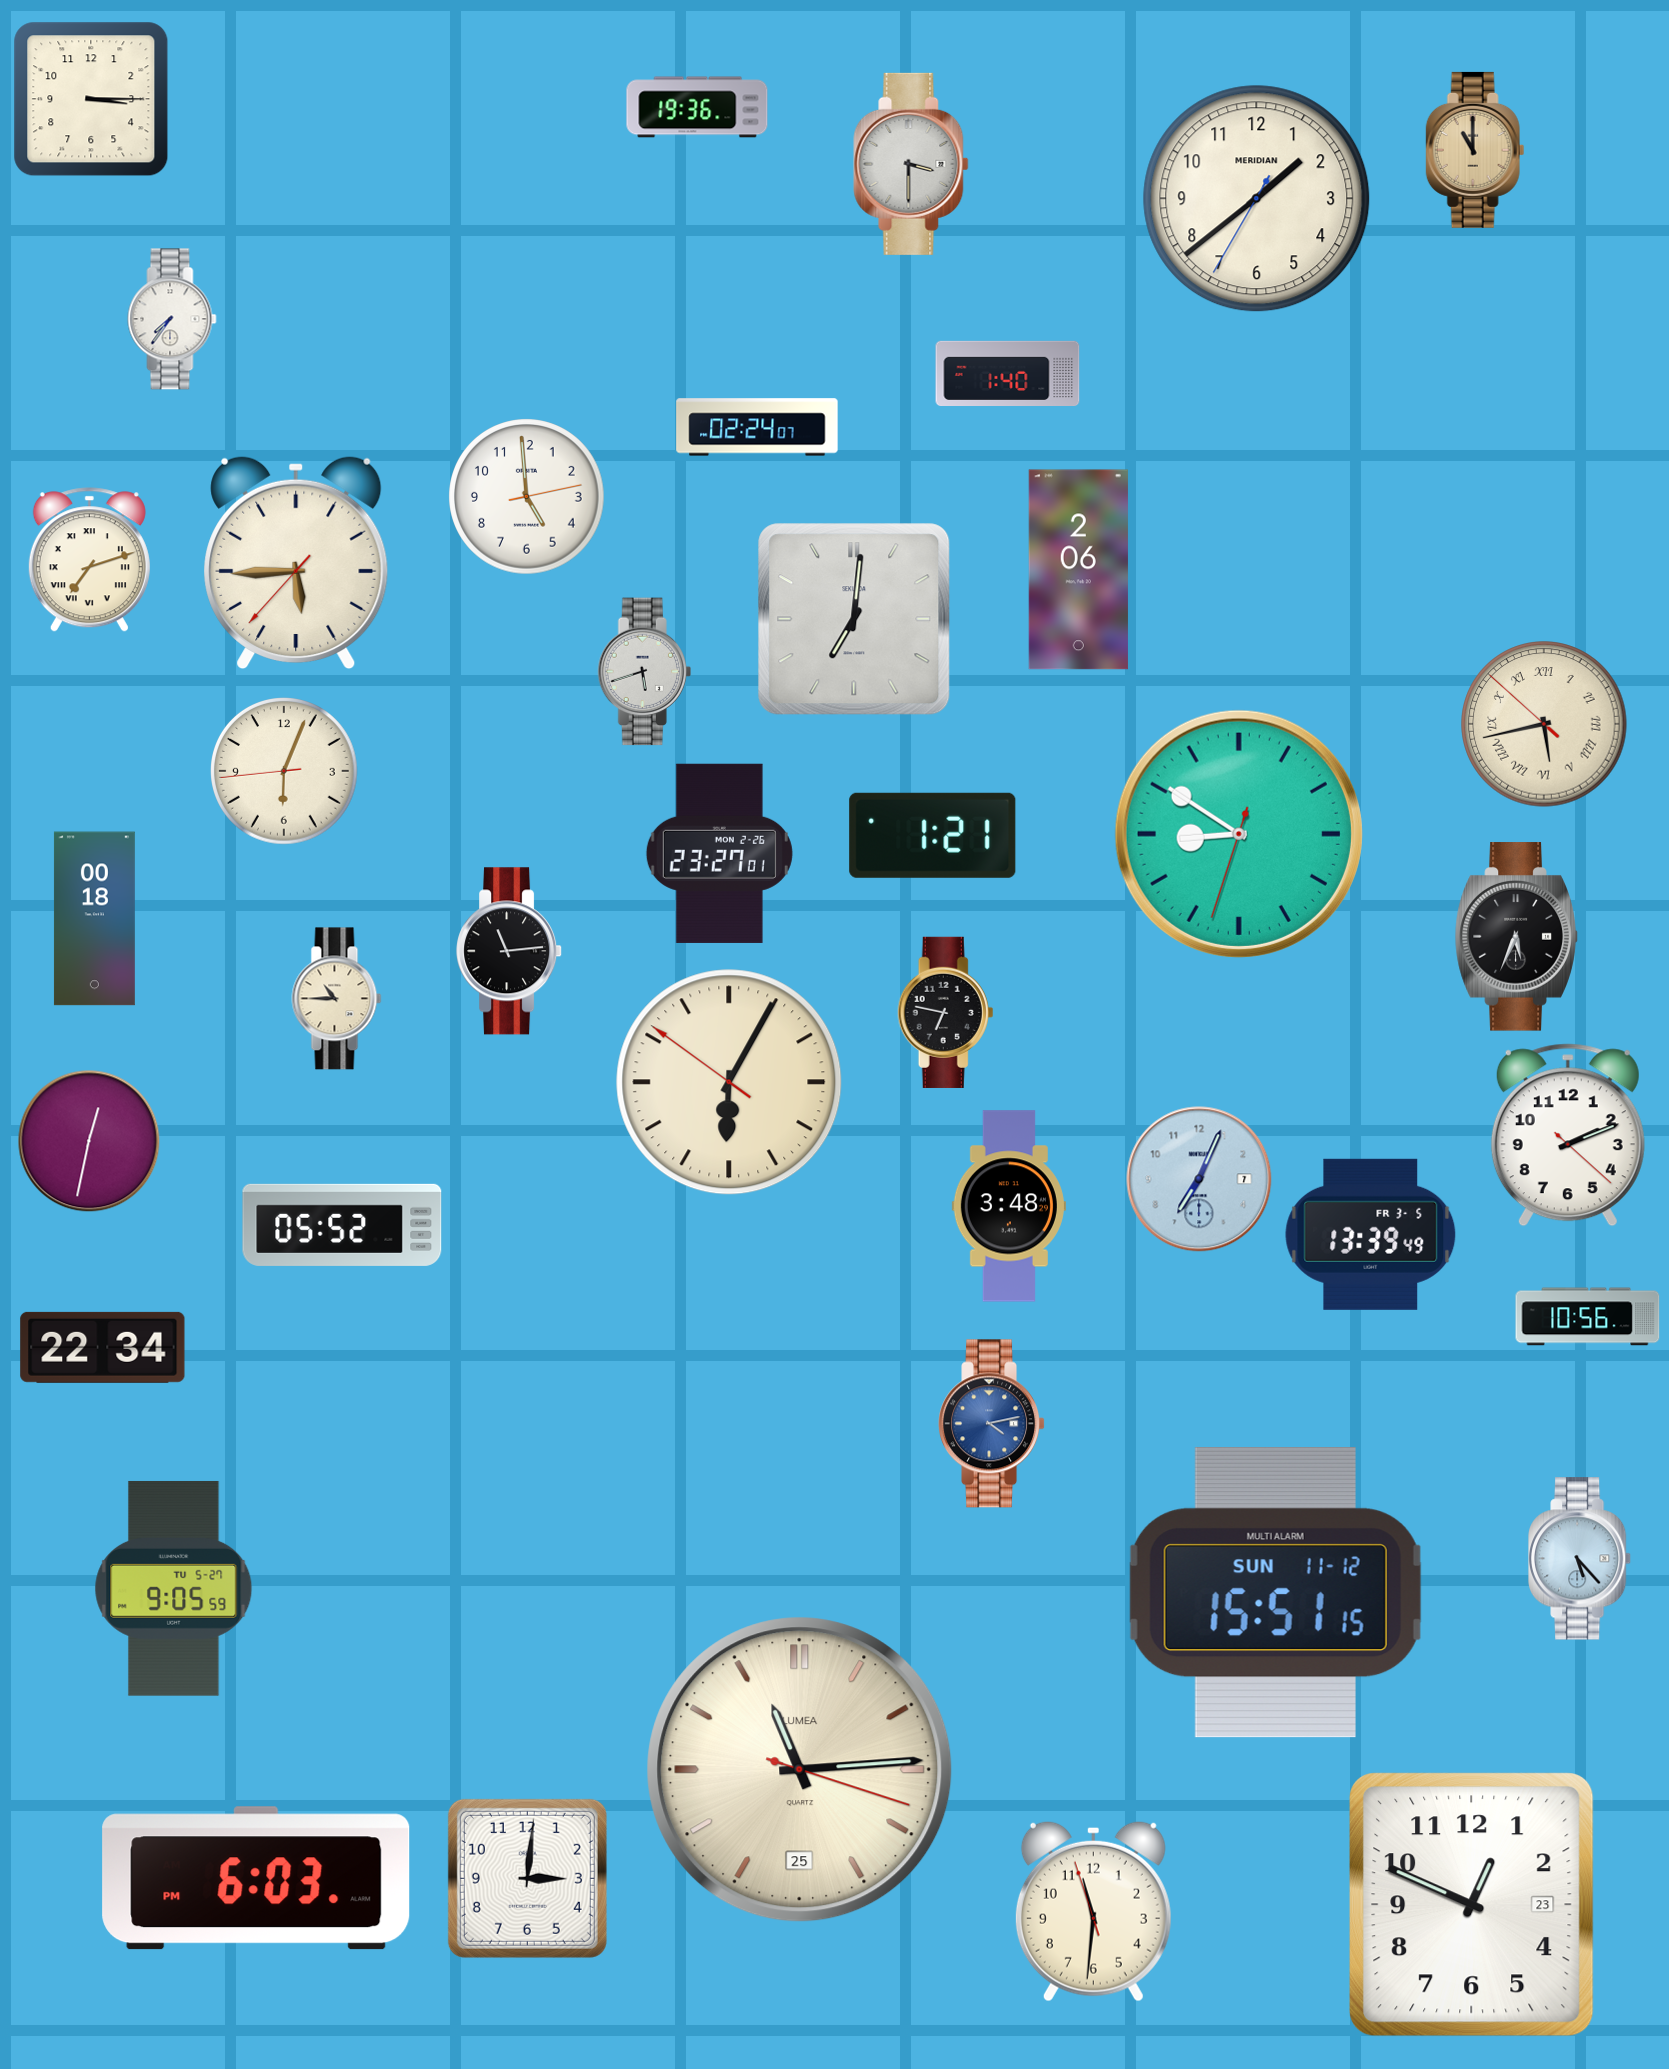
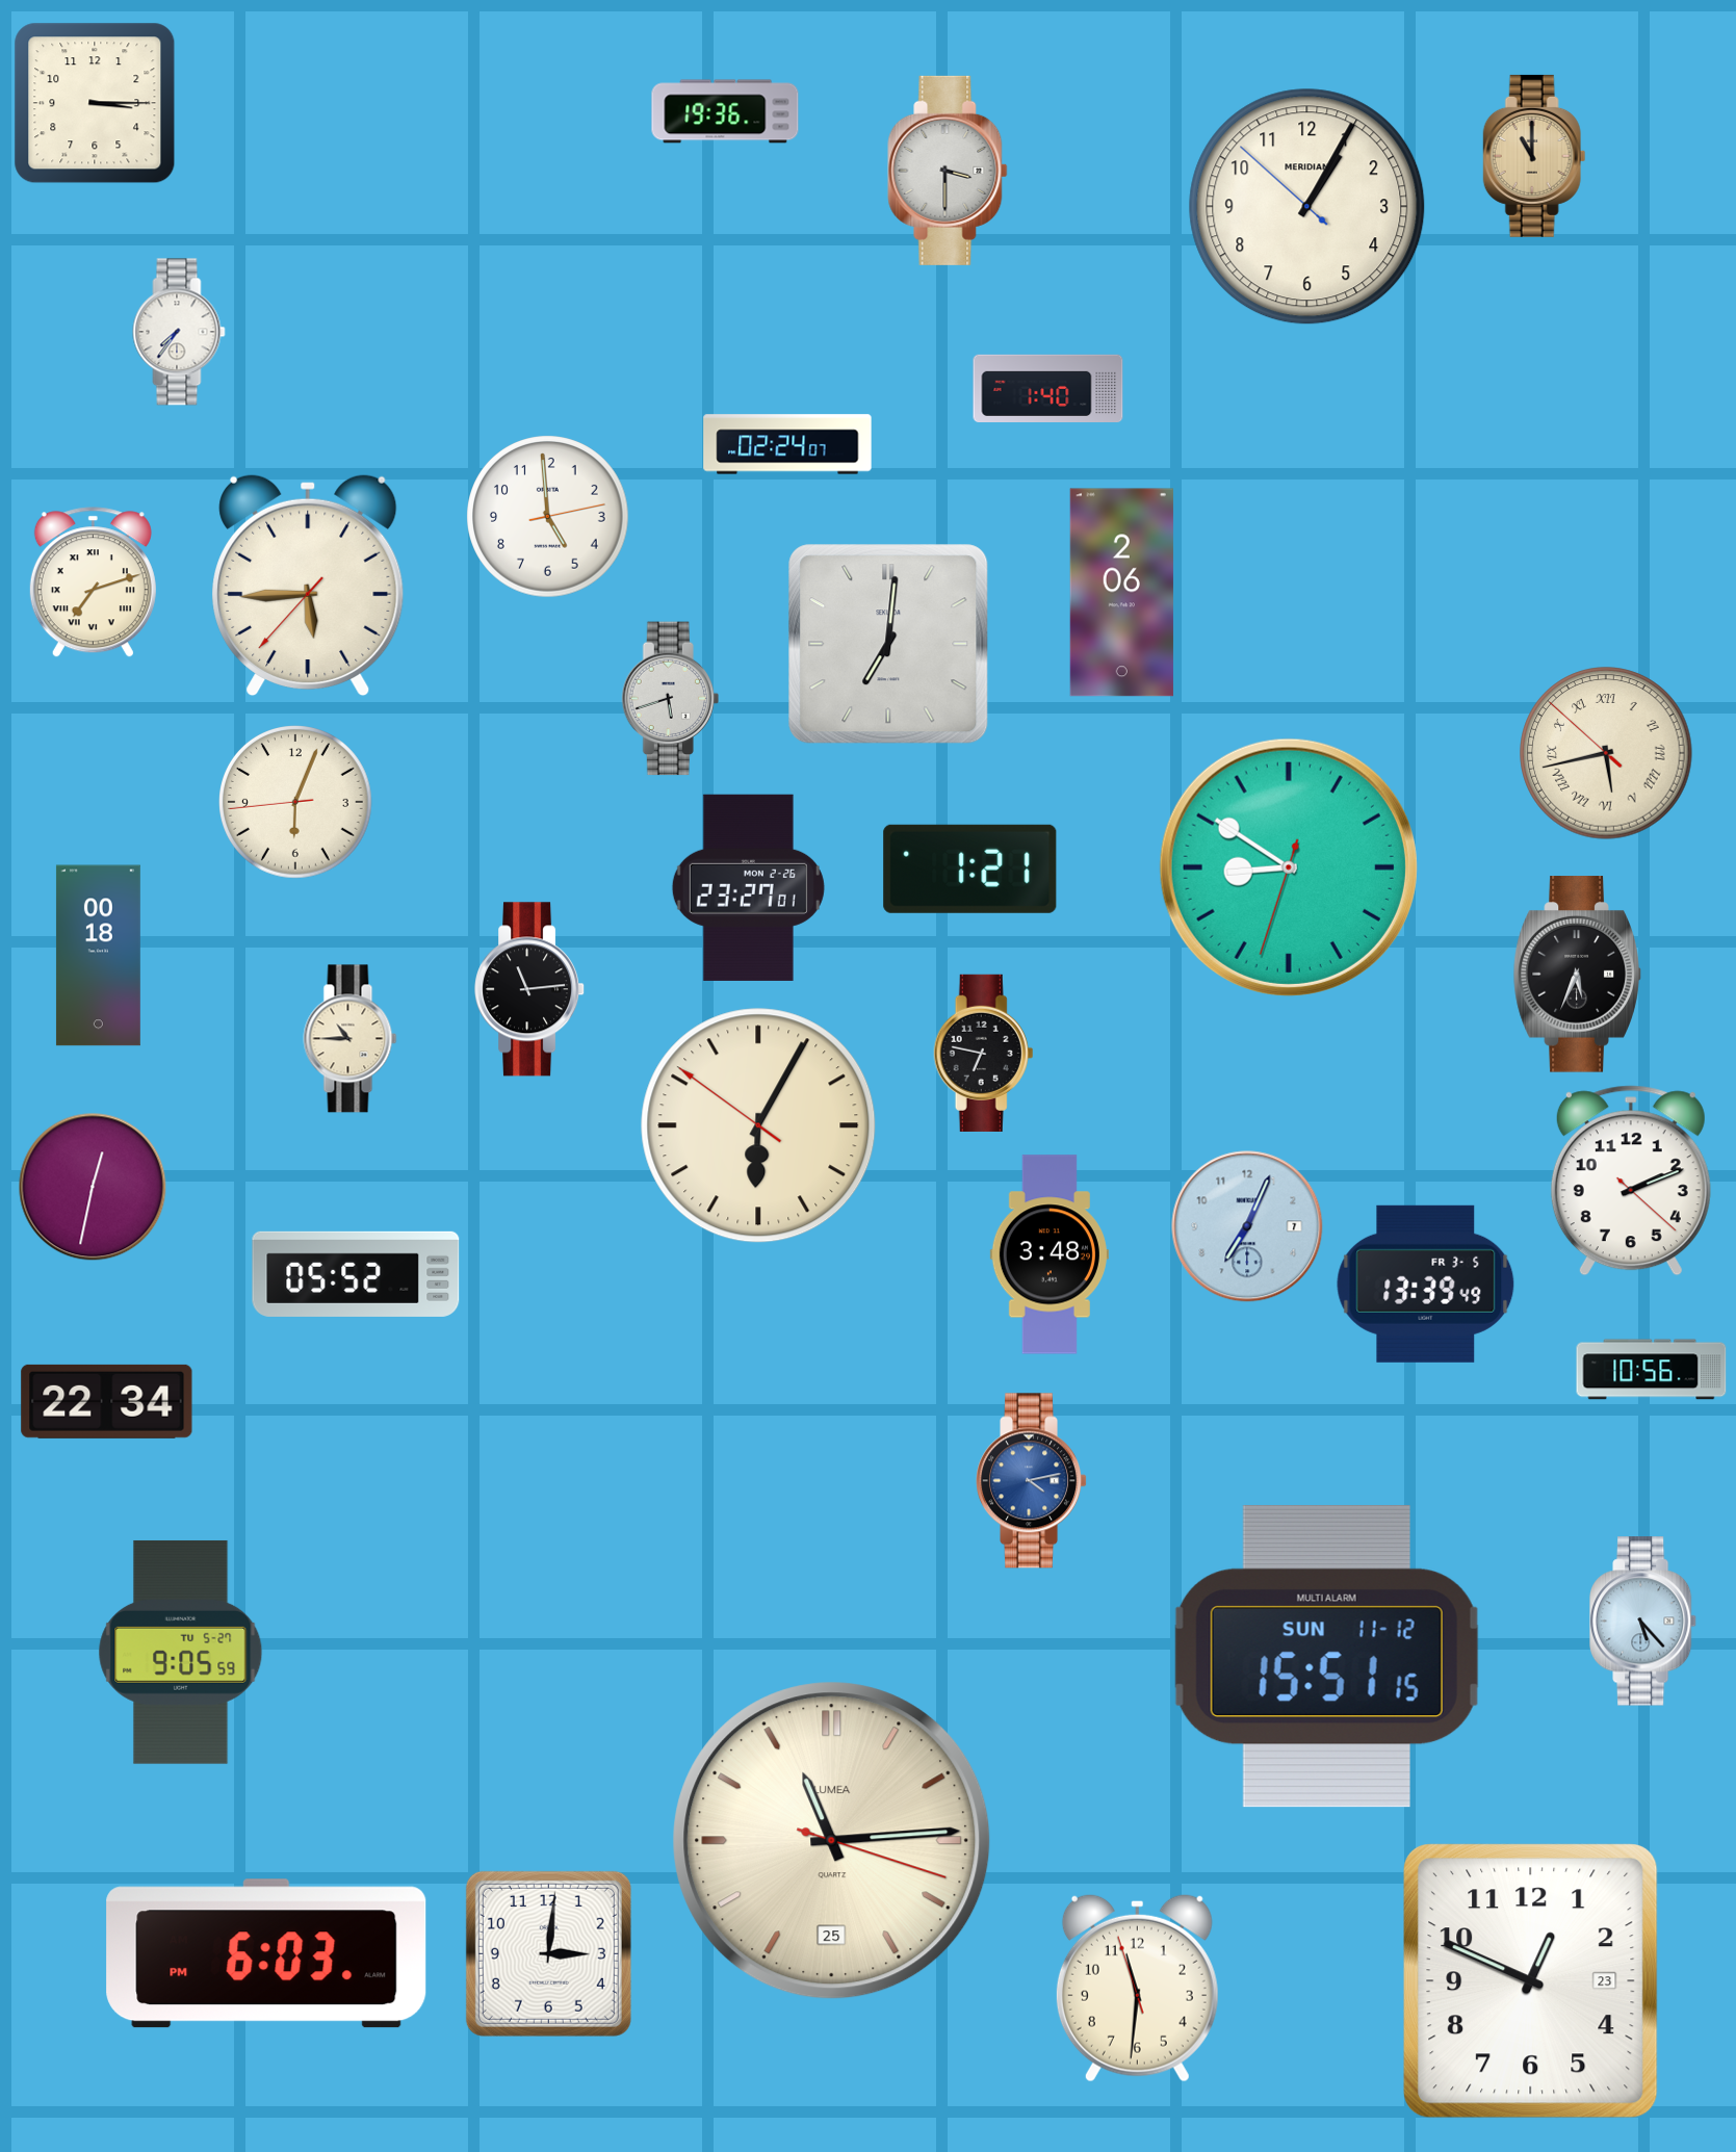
clock at (1257, 199): 1:38 -> 1:04
